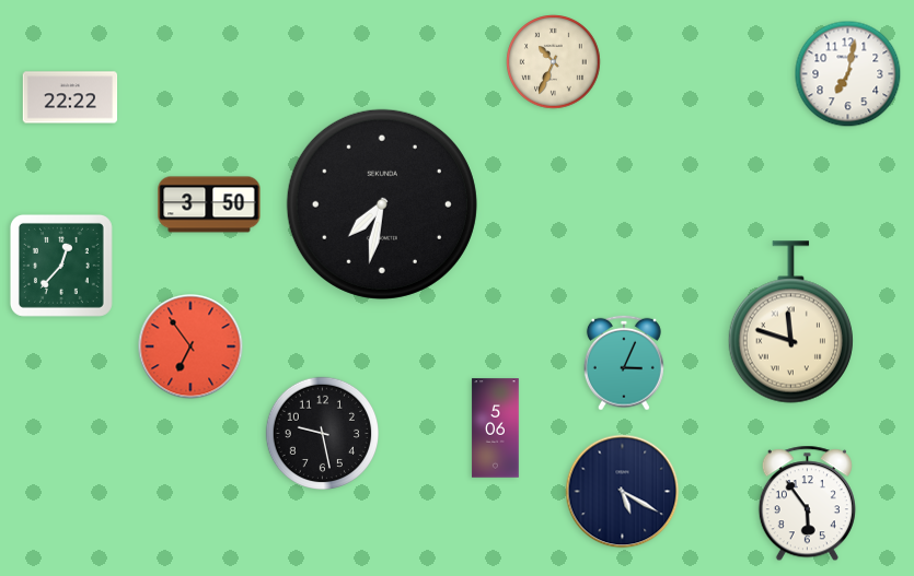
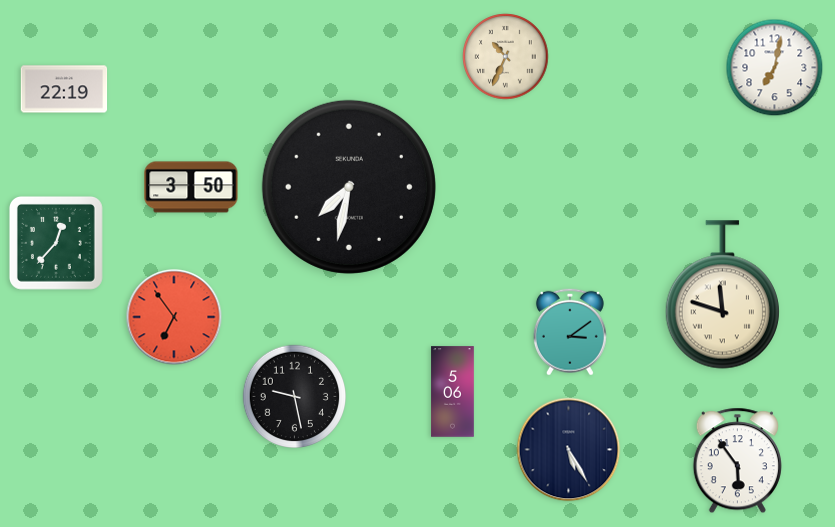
clock at (70, 97): 22:22 -> 22:19
clock at (624, 363): 3:04 -> 3:09
clock at (623, 492): 5:20 -> 5:25
